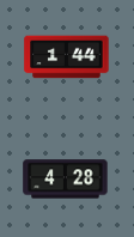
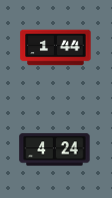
clock at (66, 180): 4:28 -> 4:24
